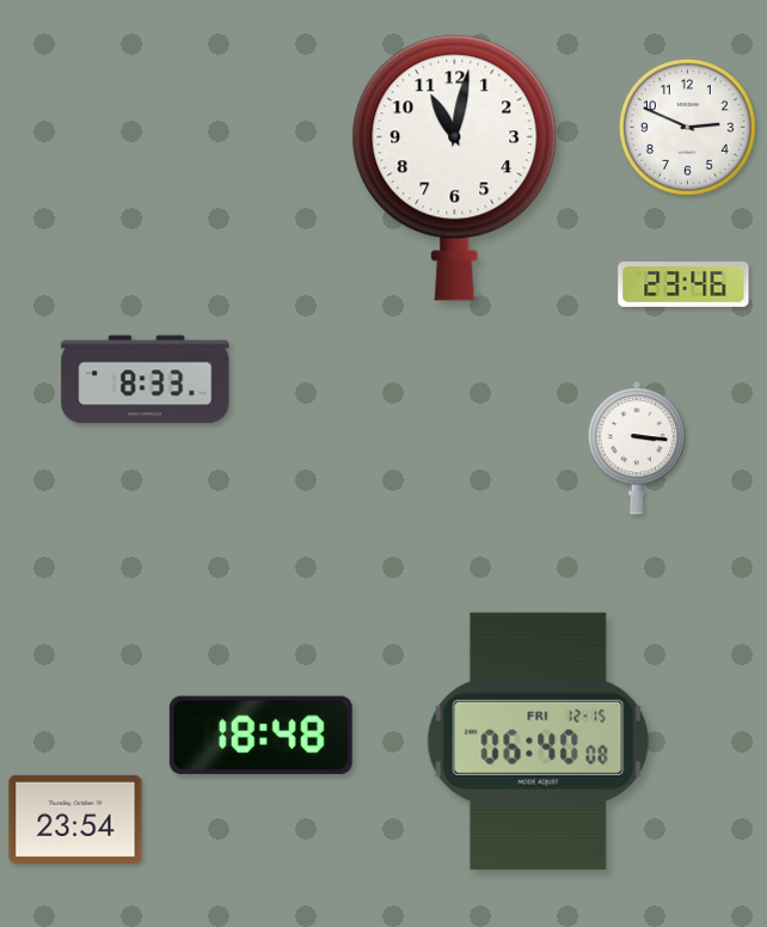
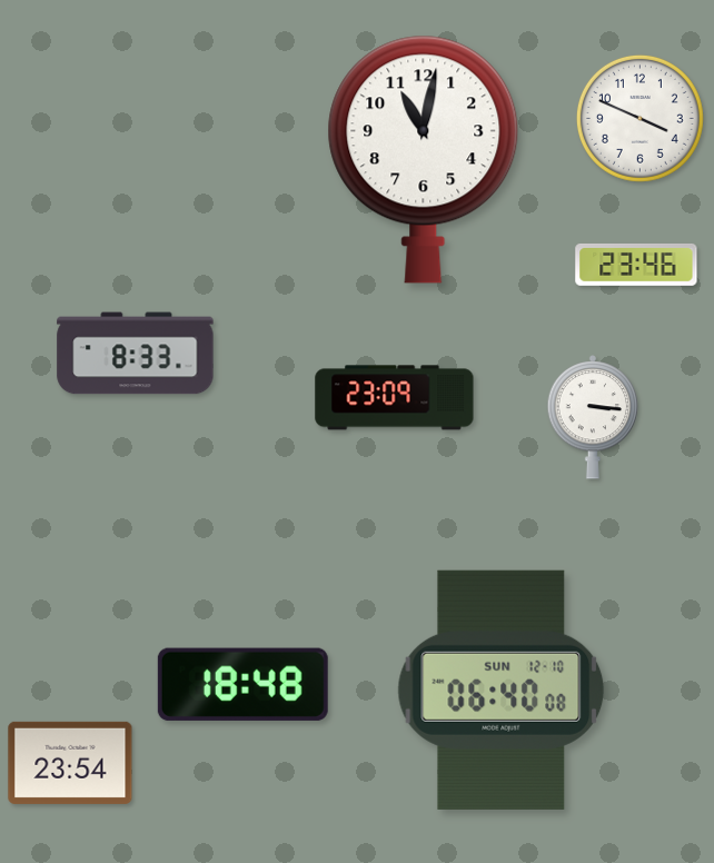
clock at (687, 127): 2:49 -> 3:49
clock at (455, 167) position: (455, 167) -> (424, 159)
clock at (395, 398): none -> 23:09
clock at (539, 741) date: FRI 12-15 -> SUN 12-10
